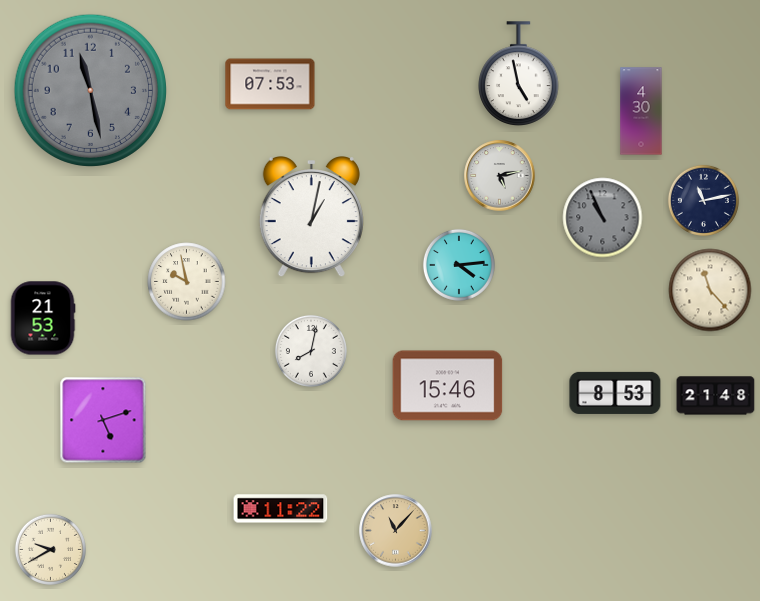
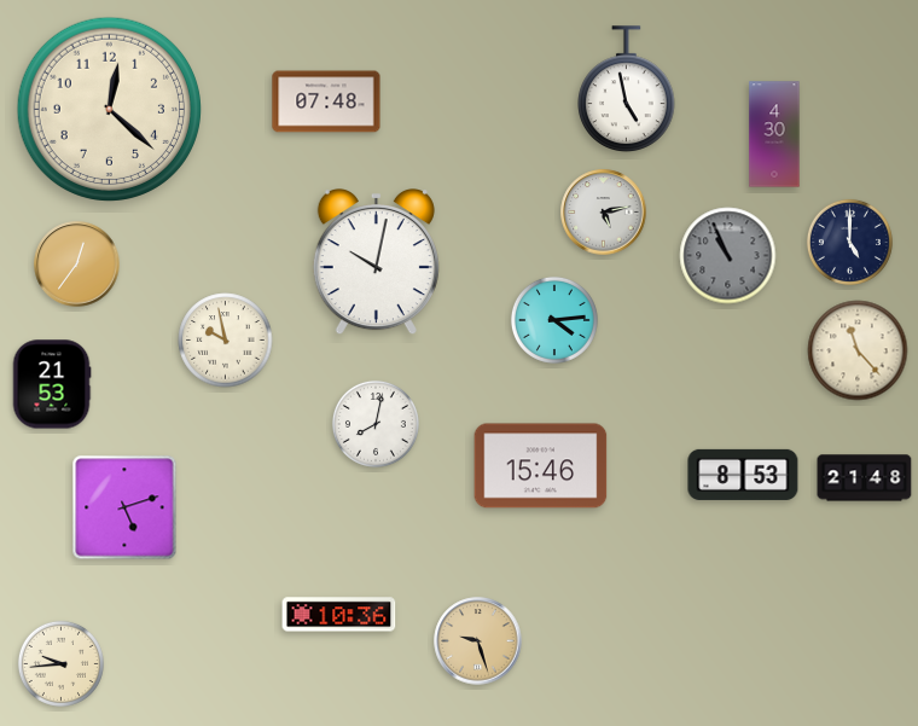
clock at (270, 84): 07:53 -> 07:48
clock at (90, 90): 11:28 -> 12:22
clock at (90, 90) dial: grey -> cream
clock at (703, 200): 11:13 -> 5:00
clock at (311, 218): 1:02 -> 10:02
clock at (603, 218) position: (603, 218) -> (728, 256)
clock at (77, 265): none -> 12:36
clock at (281, 509): 11:22 -> 10:36
clock at (396, 531): 11:07 -> 9:27
clock at (50, 549): 9:40 -> 9:44
